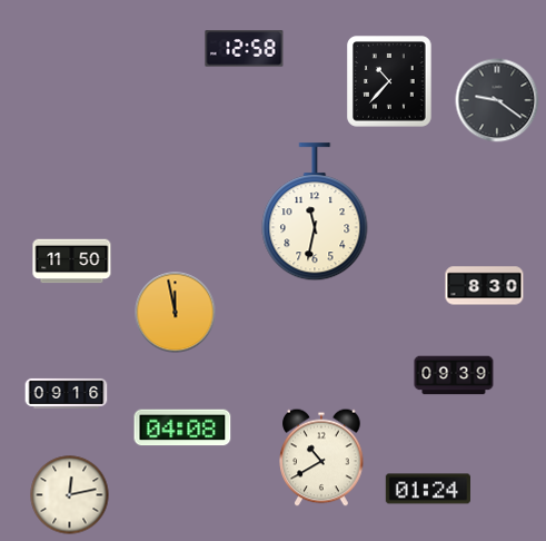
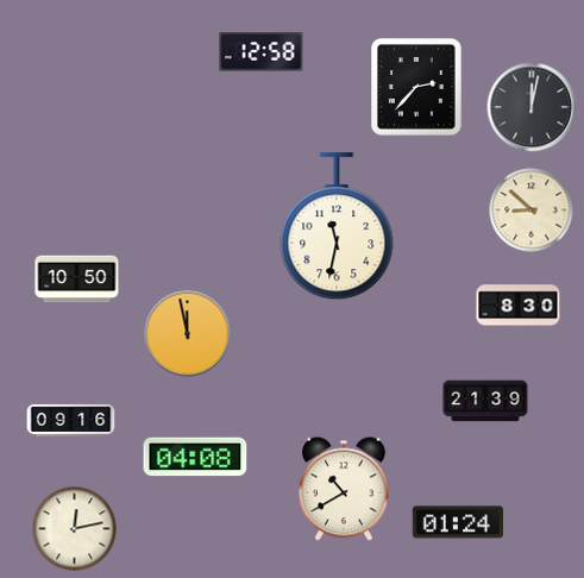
clock at (390, 82): 10:37 -> 2:37
clock at (497, 100): 9:21 -> 12:02
clock at (532, 211): none -> 8:52
clock at (72, 262): 11:50 -> 10:50
clock at (454, 375): 09:39 -> 21:39
